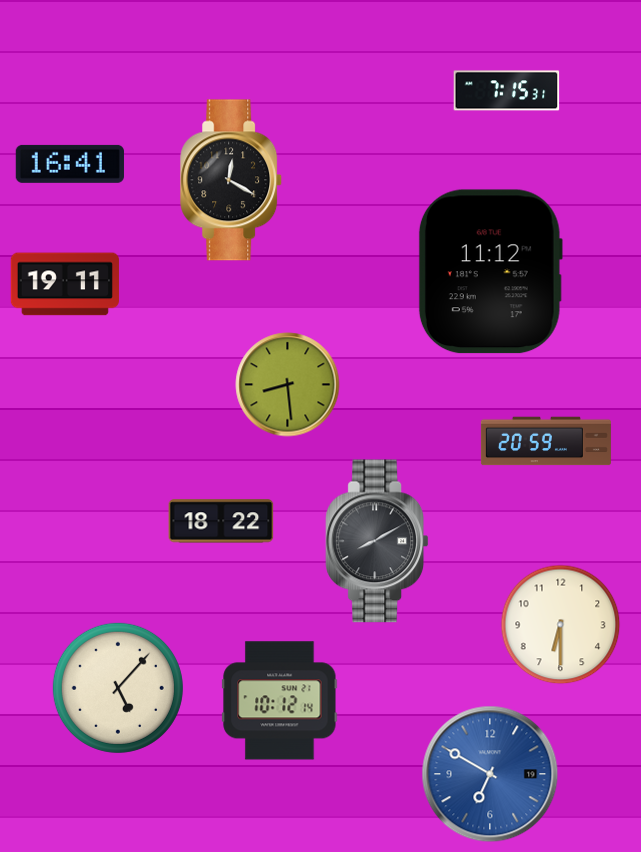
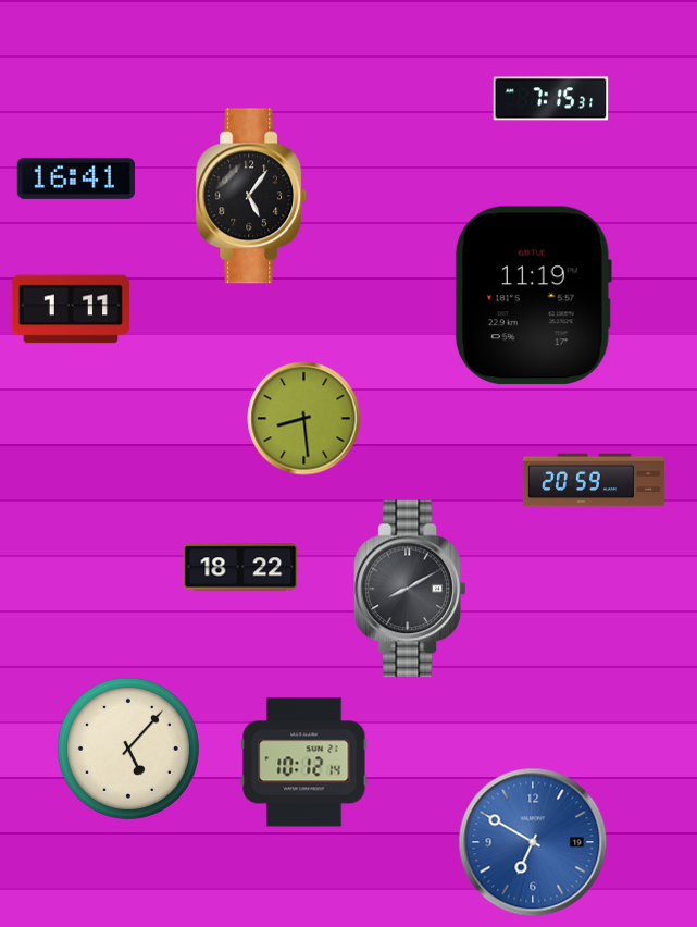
clock at (232, 180): 12:20 -> 5:06
clock at (490, 272): 11:12 -> 11:19
clock at (65, 284): 19:11 -> 1:11
clock at (288, 385) position: (288, 385) -> (304, 419)
clock at (561, 625): 6:30 -> none
